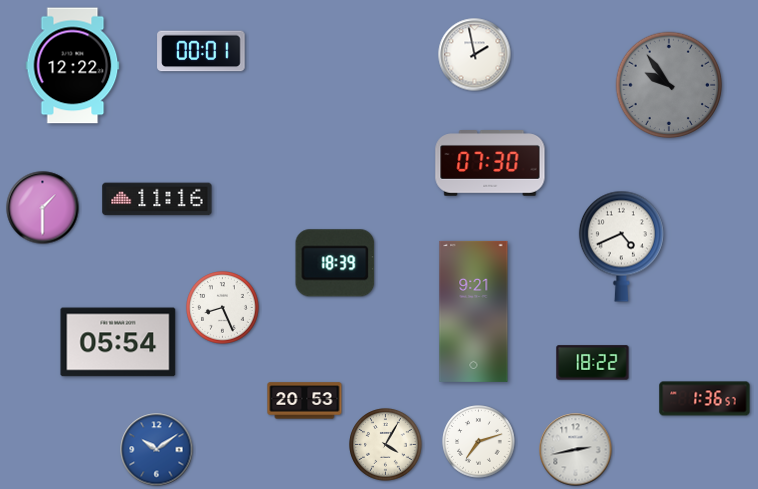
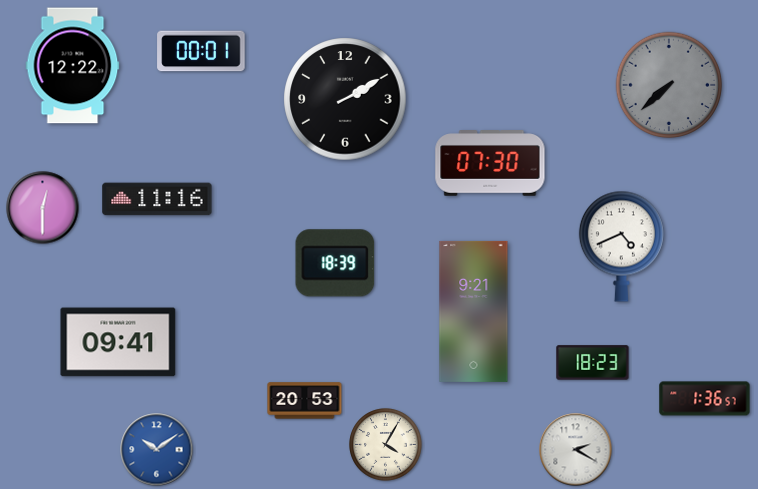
clock at (475, 55): 1:58 -> none
clock at (669, 85): 9:54 -> 7:38
clock at (345, 99): none -> 2:10
clock at (43, 208): 1:30 -> 12:30
clock at (223, 308): 8:26 -> none
clock at (118, 342): 05:54 -> 09:41
clock at (593, 363): 18:22 -> 18:23
clock at (479, 442): 7:12 -> none
clock at (576, 450): 2:43 -> 2:20
